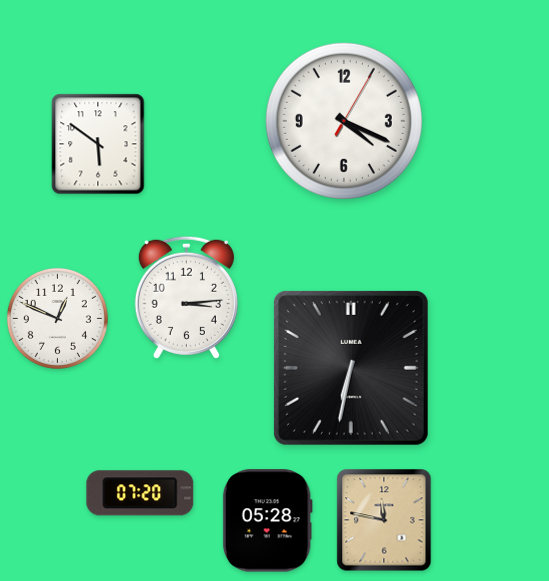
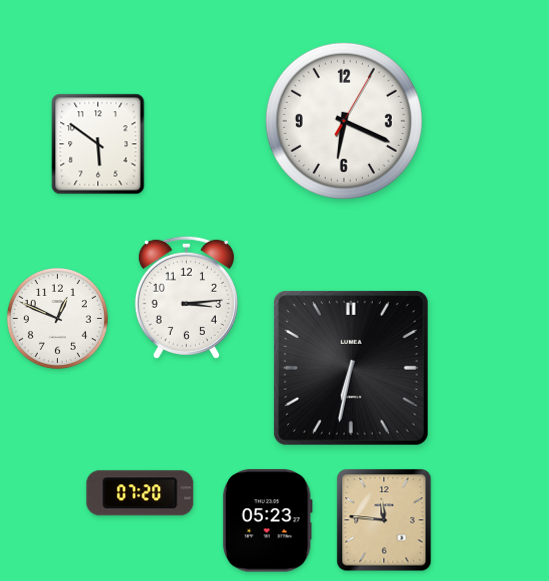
clock at (344, 121): 4:19 -> 6:19
clock at (384, 520): 11:47 -> 11:46
clock at (267, 521): 05:28 -> 05:23
